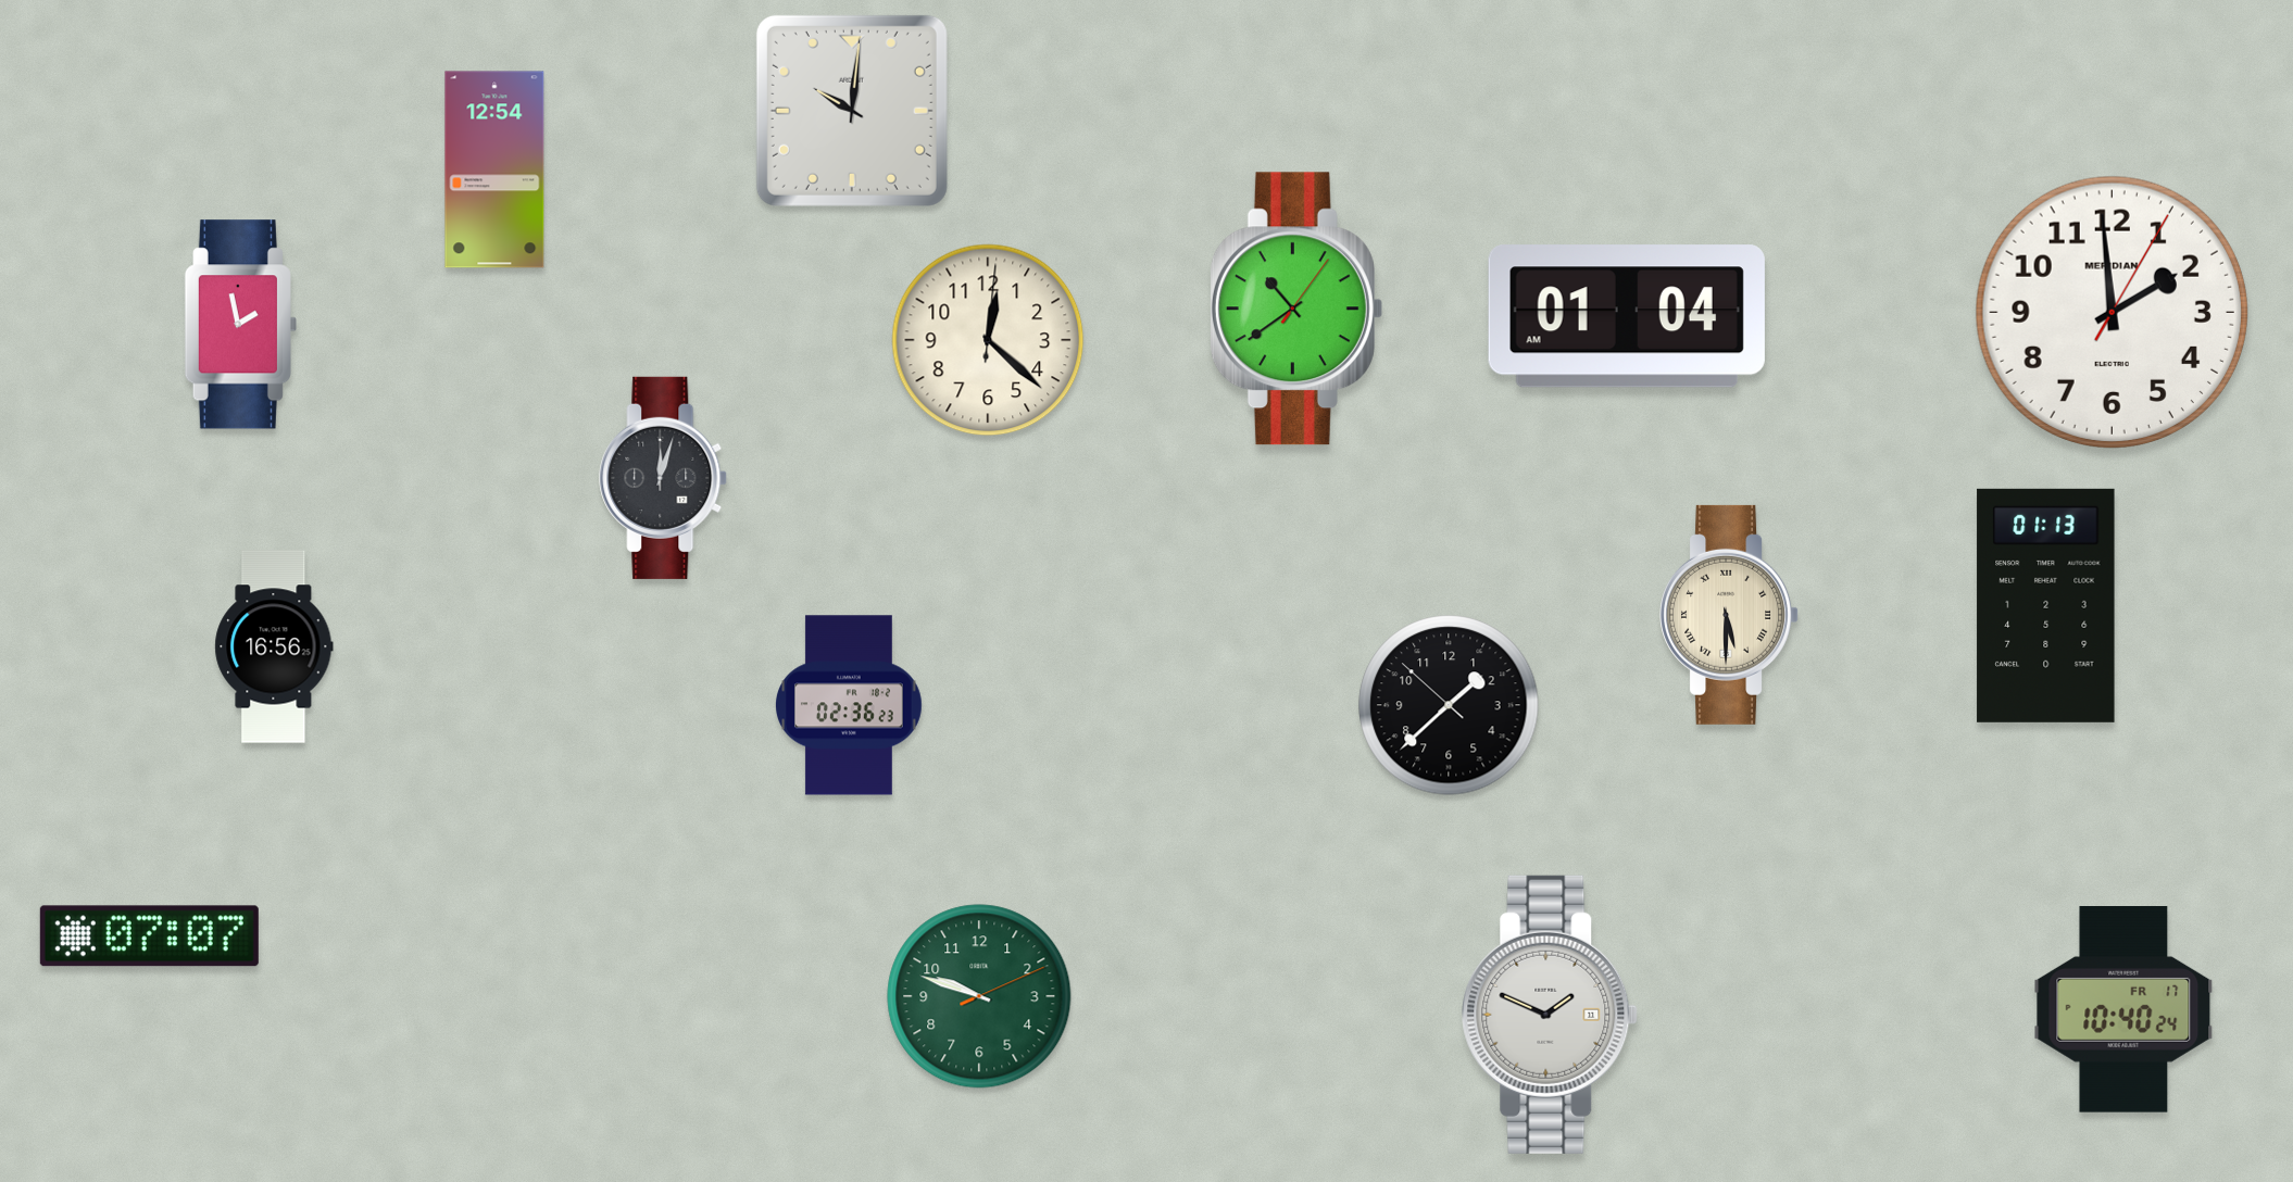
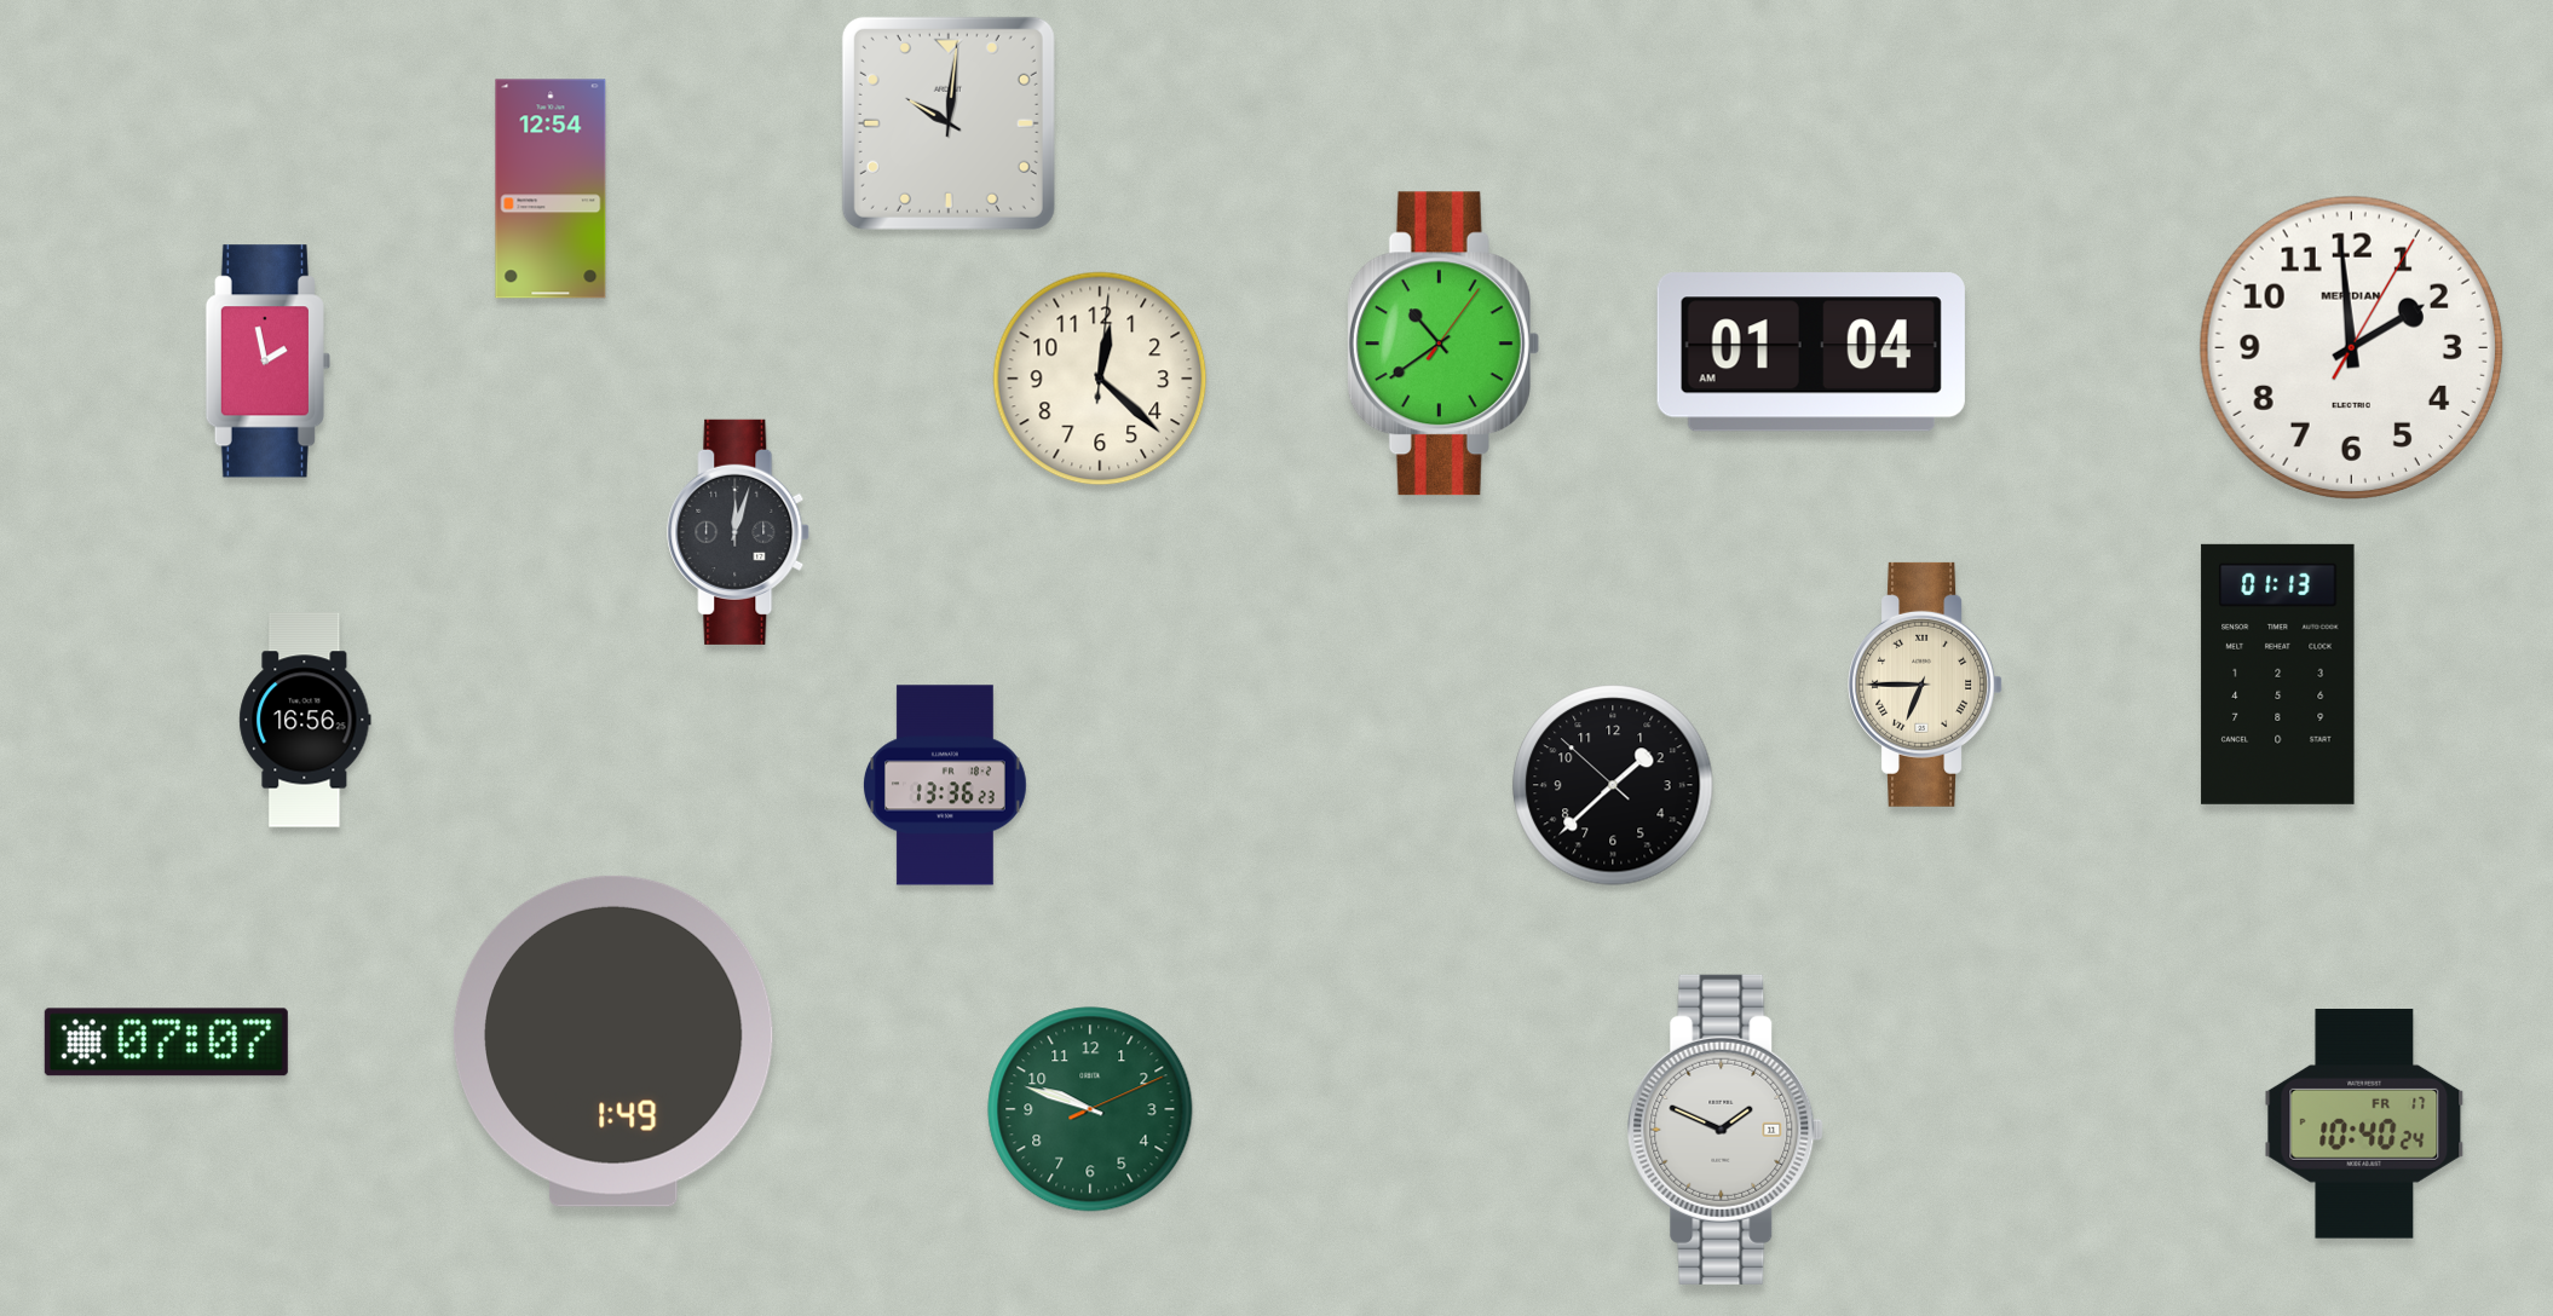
clock at (1729, 615): 5:30 -> 6:45
clock at (850, 705): 02:36 -> 13:36
clock at (613, 1041): none -> 1:49
